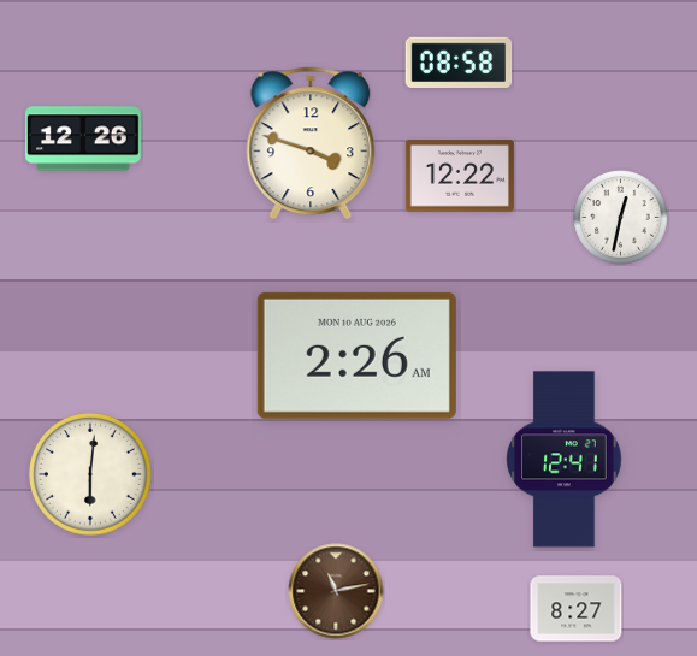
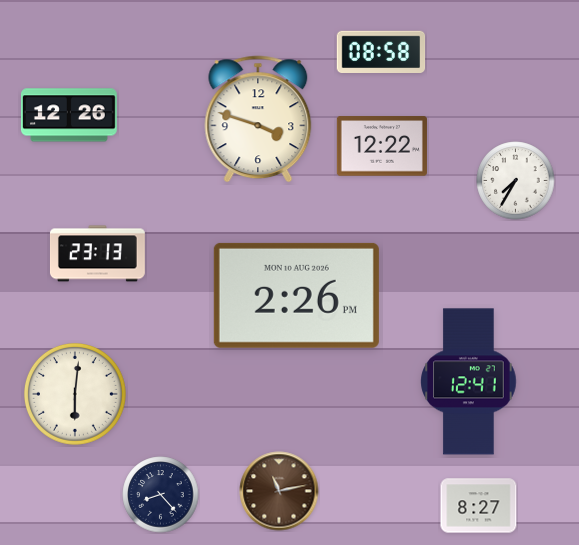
clock at (621, 218): 12:32 -> 7:35
clock at (97, 254): none -> 23:13
clock at (356, 355): 2:26 AM -> 2:26 PM
clock at (161, 495): none -> 8:23
